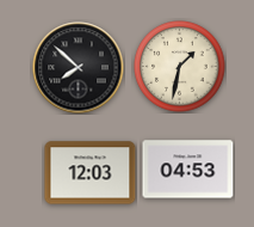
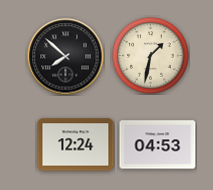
clock at (188, 170) position: (188, 170) -> (158, 145)
clock at (91, 173): 12:03 -> 12:24
